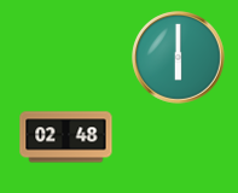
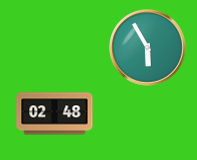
clock at (179, 58): 6:00 -> 5:55
